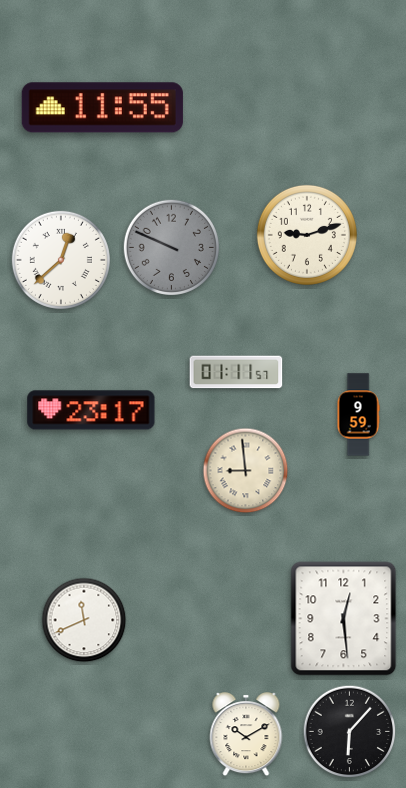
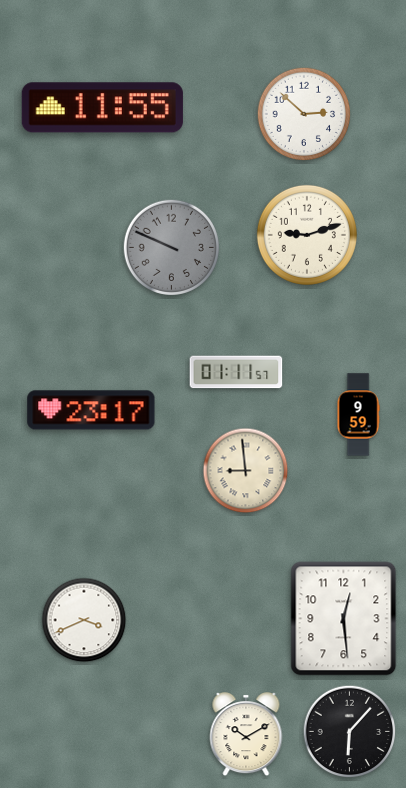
clock at (304, 114): none -> 2:52
clock at (61, 260): 12:38 -> none
clock at (84, 620): 11:41 -> 3:41
